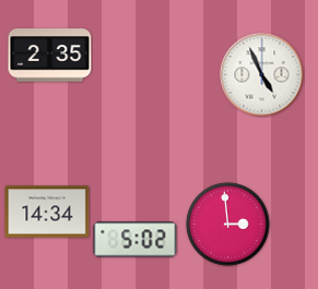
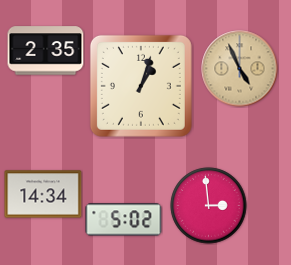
clock at (262, 75) dial: white -> champagne
clock at (141, 86): none -> 1:03
